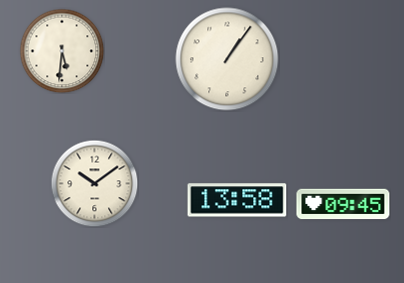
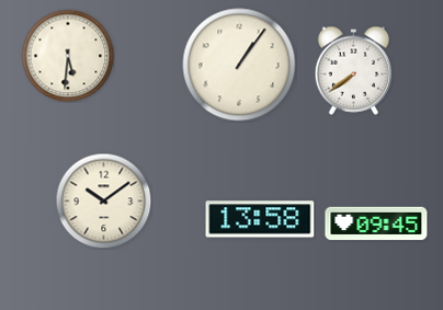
clock at (227, 59) position: (227, 59) -> (239, 65)
clock at (354, 70): none -> 7:39
